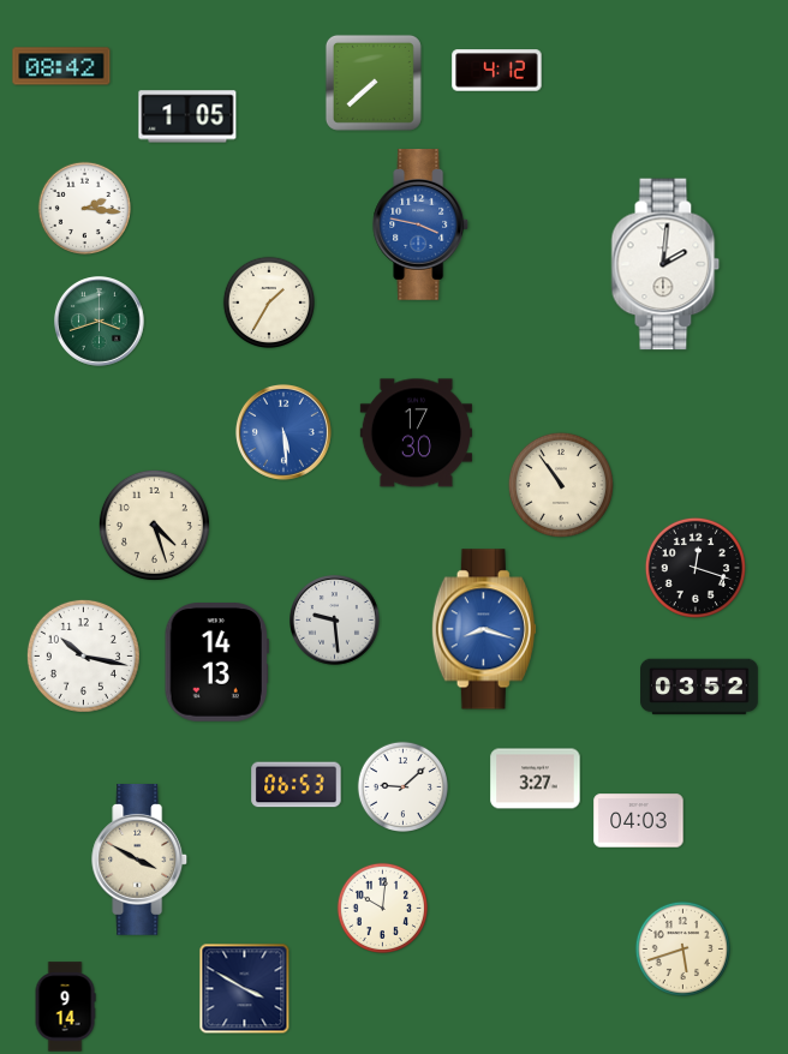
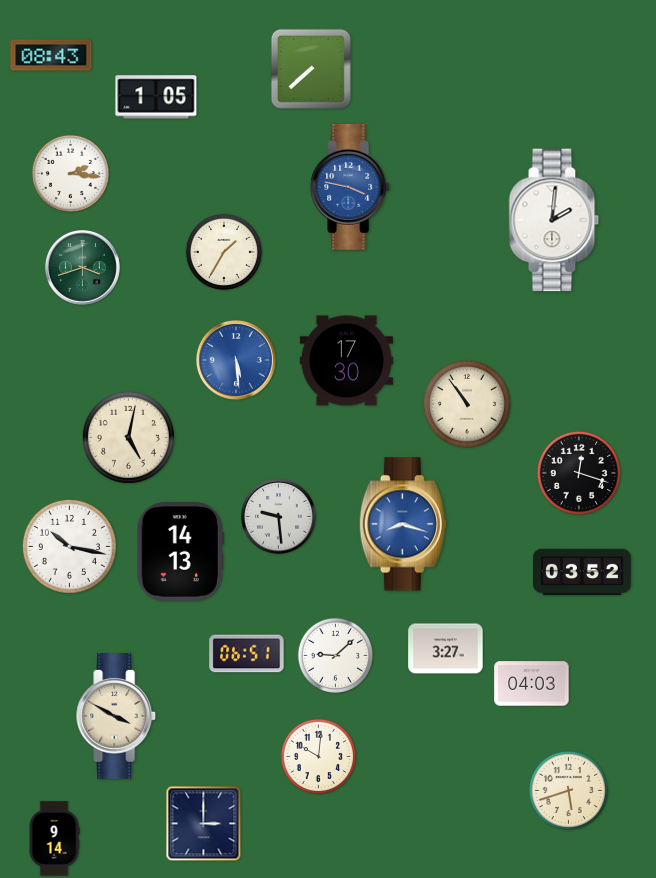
clock at (61, 66): 08:42 -> 08:43
clock at (497, 71): 4:12 -> none
clock at (154, 525): 4:27 -> 5:02
clock at (297, 785): 06:53 -> 06:51
clock at (245, 989): 3:50 -> 3:00
